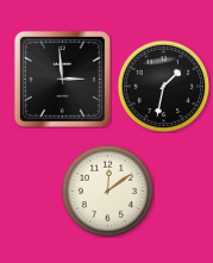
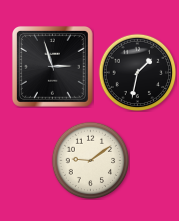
clock at (62, 79): 2:59 -> 2:57
clock at (107, 190): 12:09 -> 9:09
